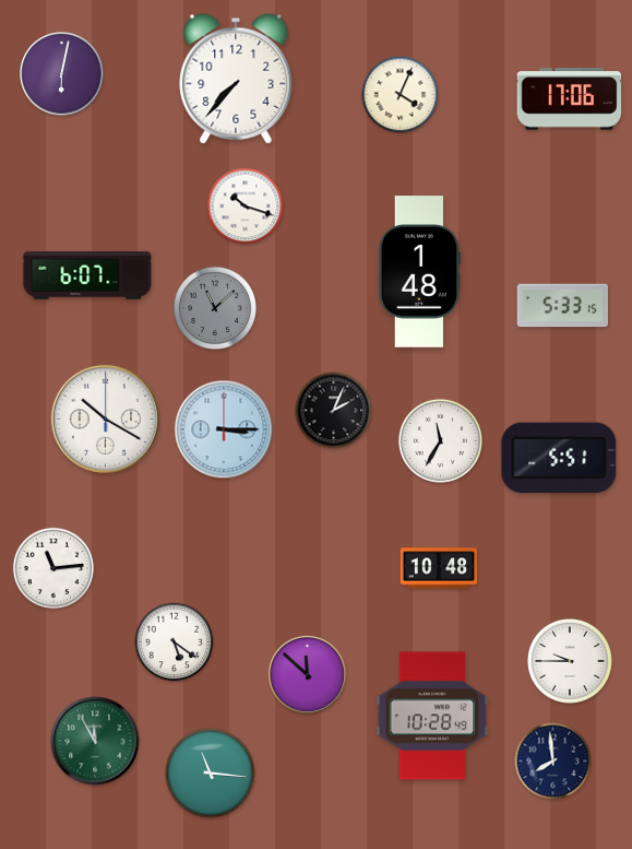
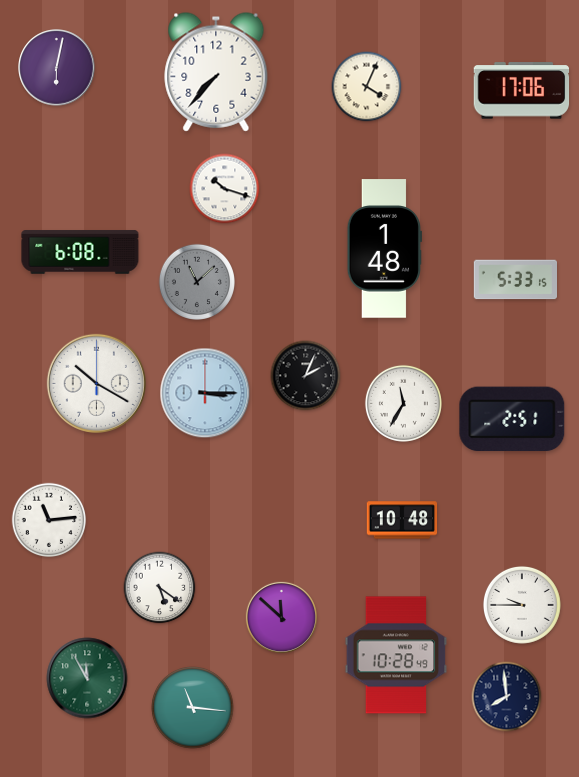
clock at (87, 275): 6:07 -> 6:08
clock at (559, 458): 5:51 -> 2:51
